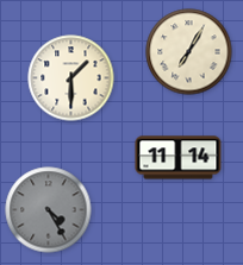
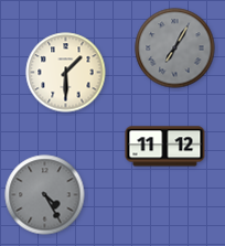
clock at (189, 52) dial: cream -> grey
clock at (179, 158): 11:14 -> 11:12
